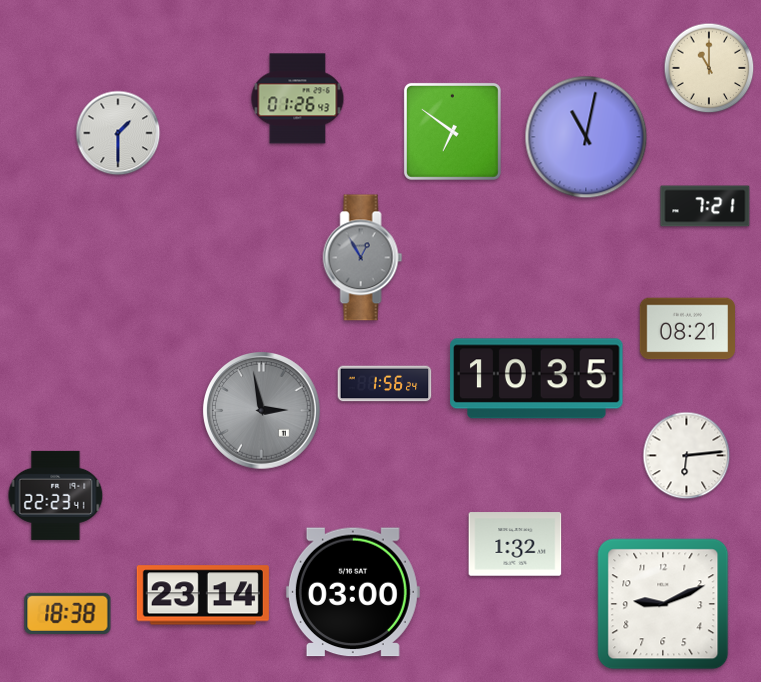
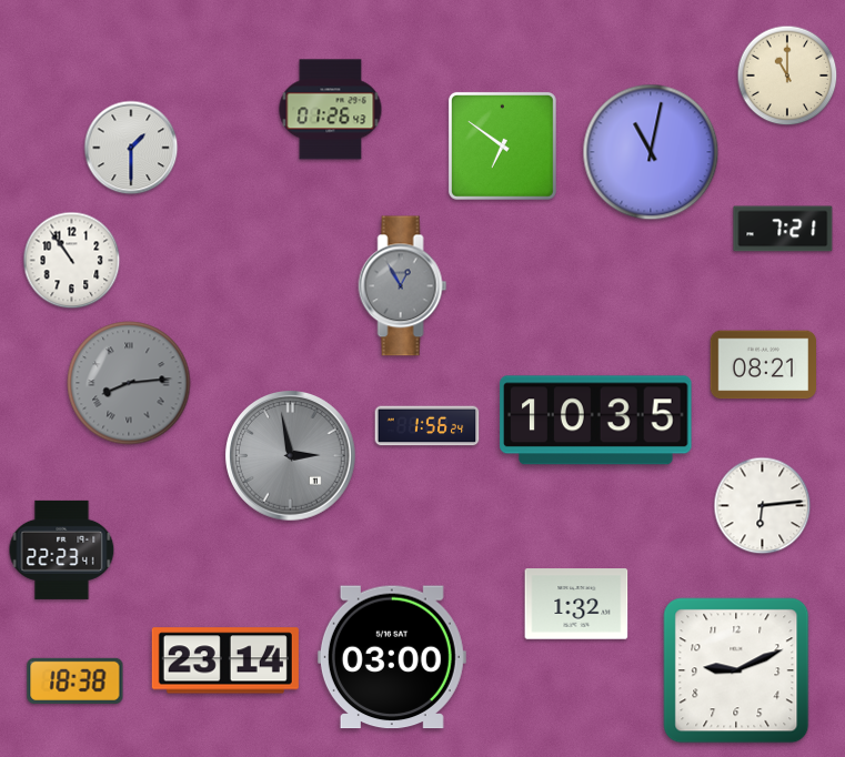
clock at (72, 261): none -> 10:54
clock at (129, 383): none -> 8:14
clock at (515, 544) position: (515, 544) -> (576, 604)
